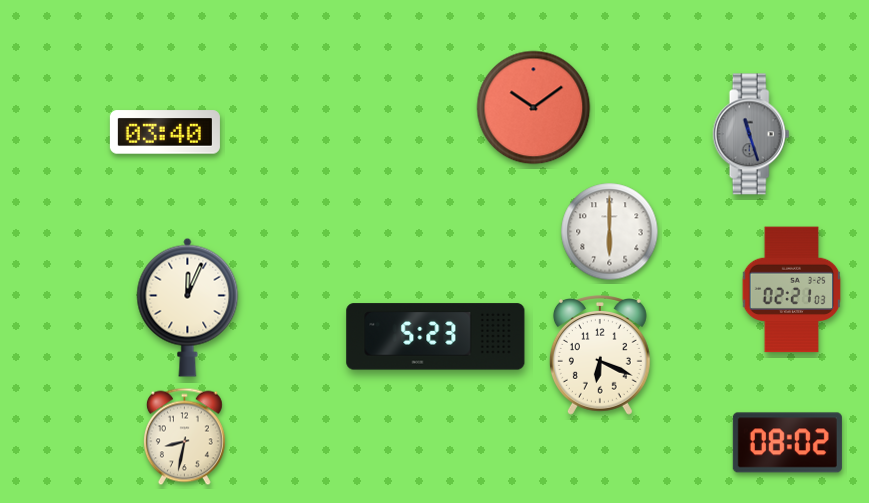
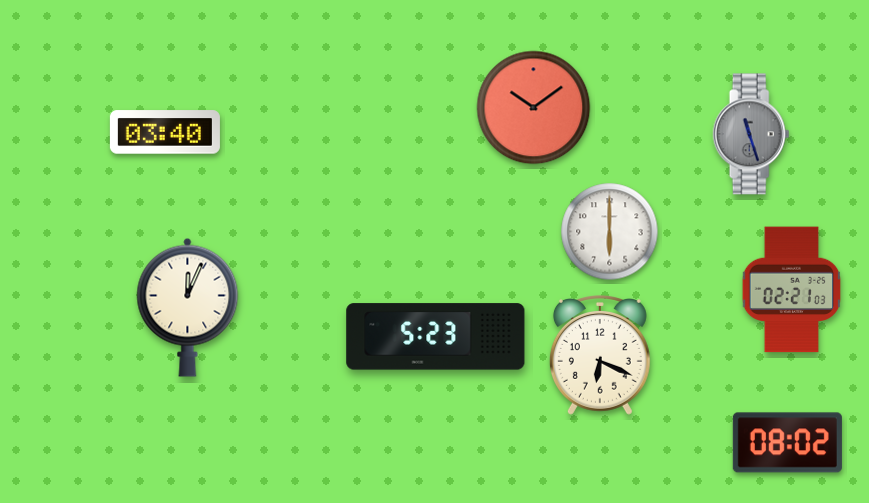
clock at (184, 437): 8:32 -> none
